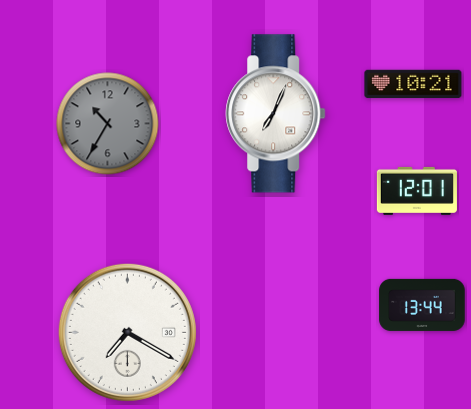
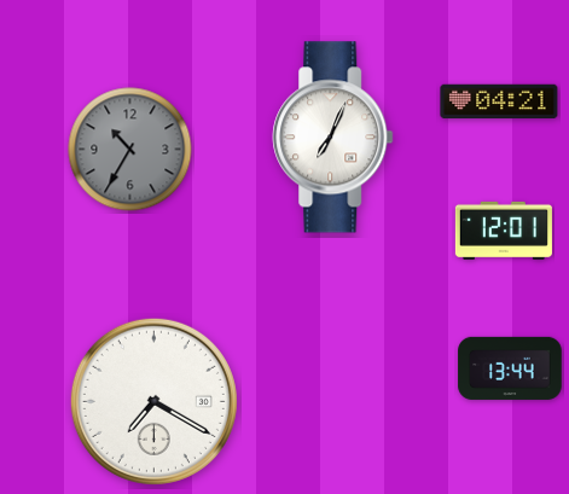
clock at (413, 84): 10:21 -> 04:21
